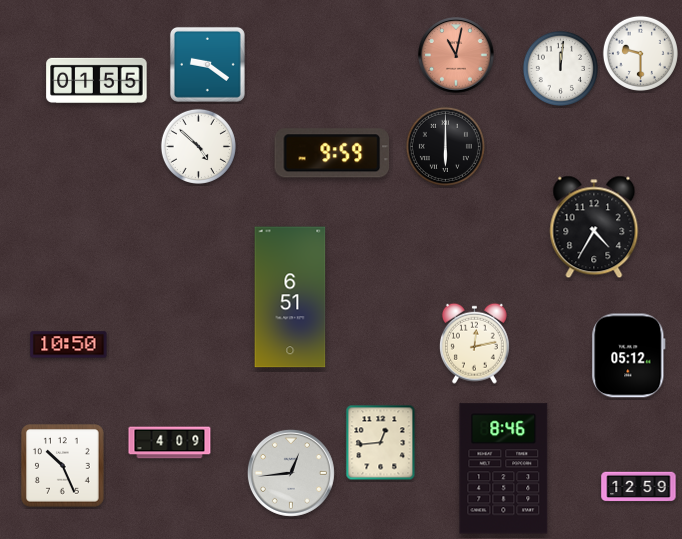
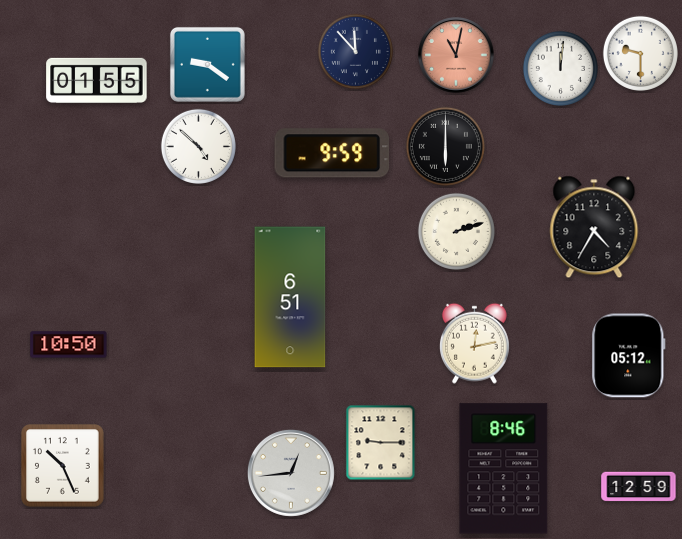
clock at (355, 51): none -> 11:53
clock at (456, 231): none -> 2:12
clock at (170, 443): 4:09 -> none
clock at (381, 443): 12:44 -> 9:15
